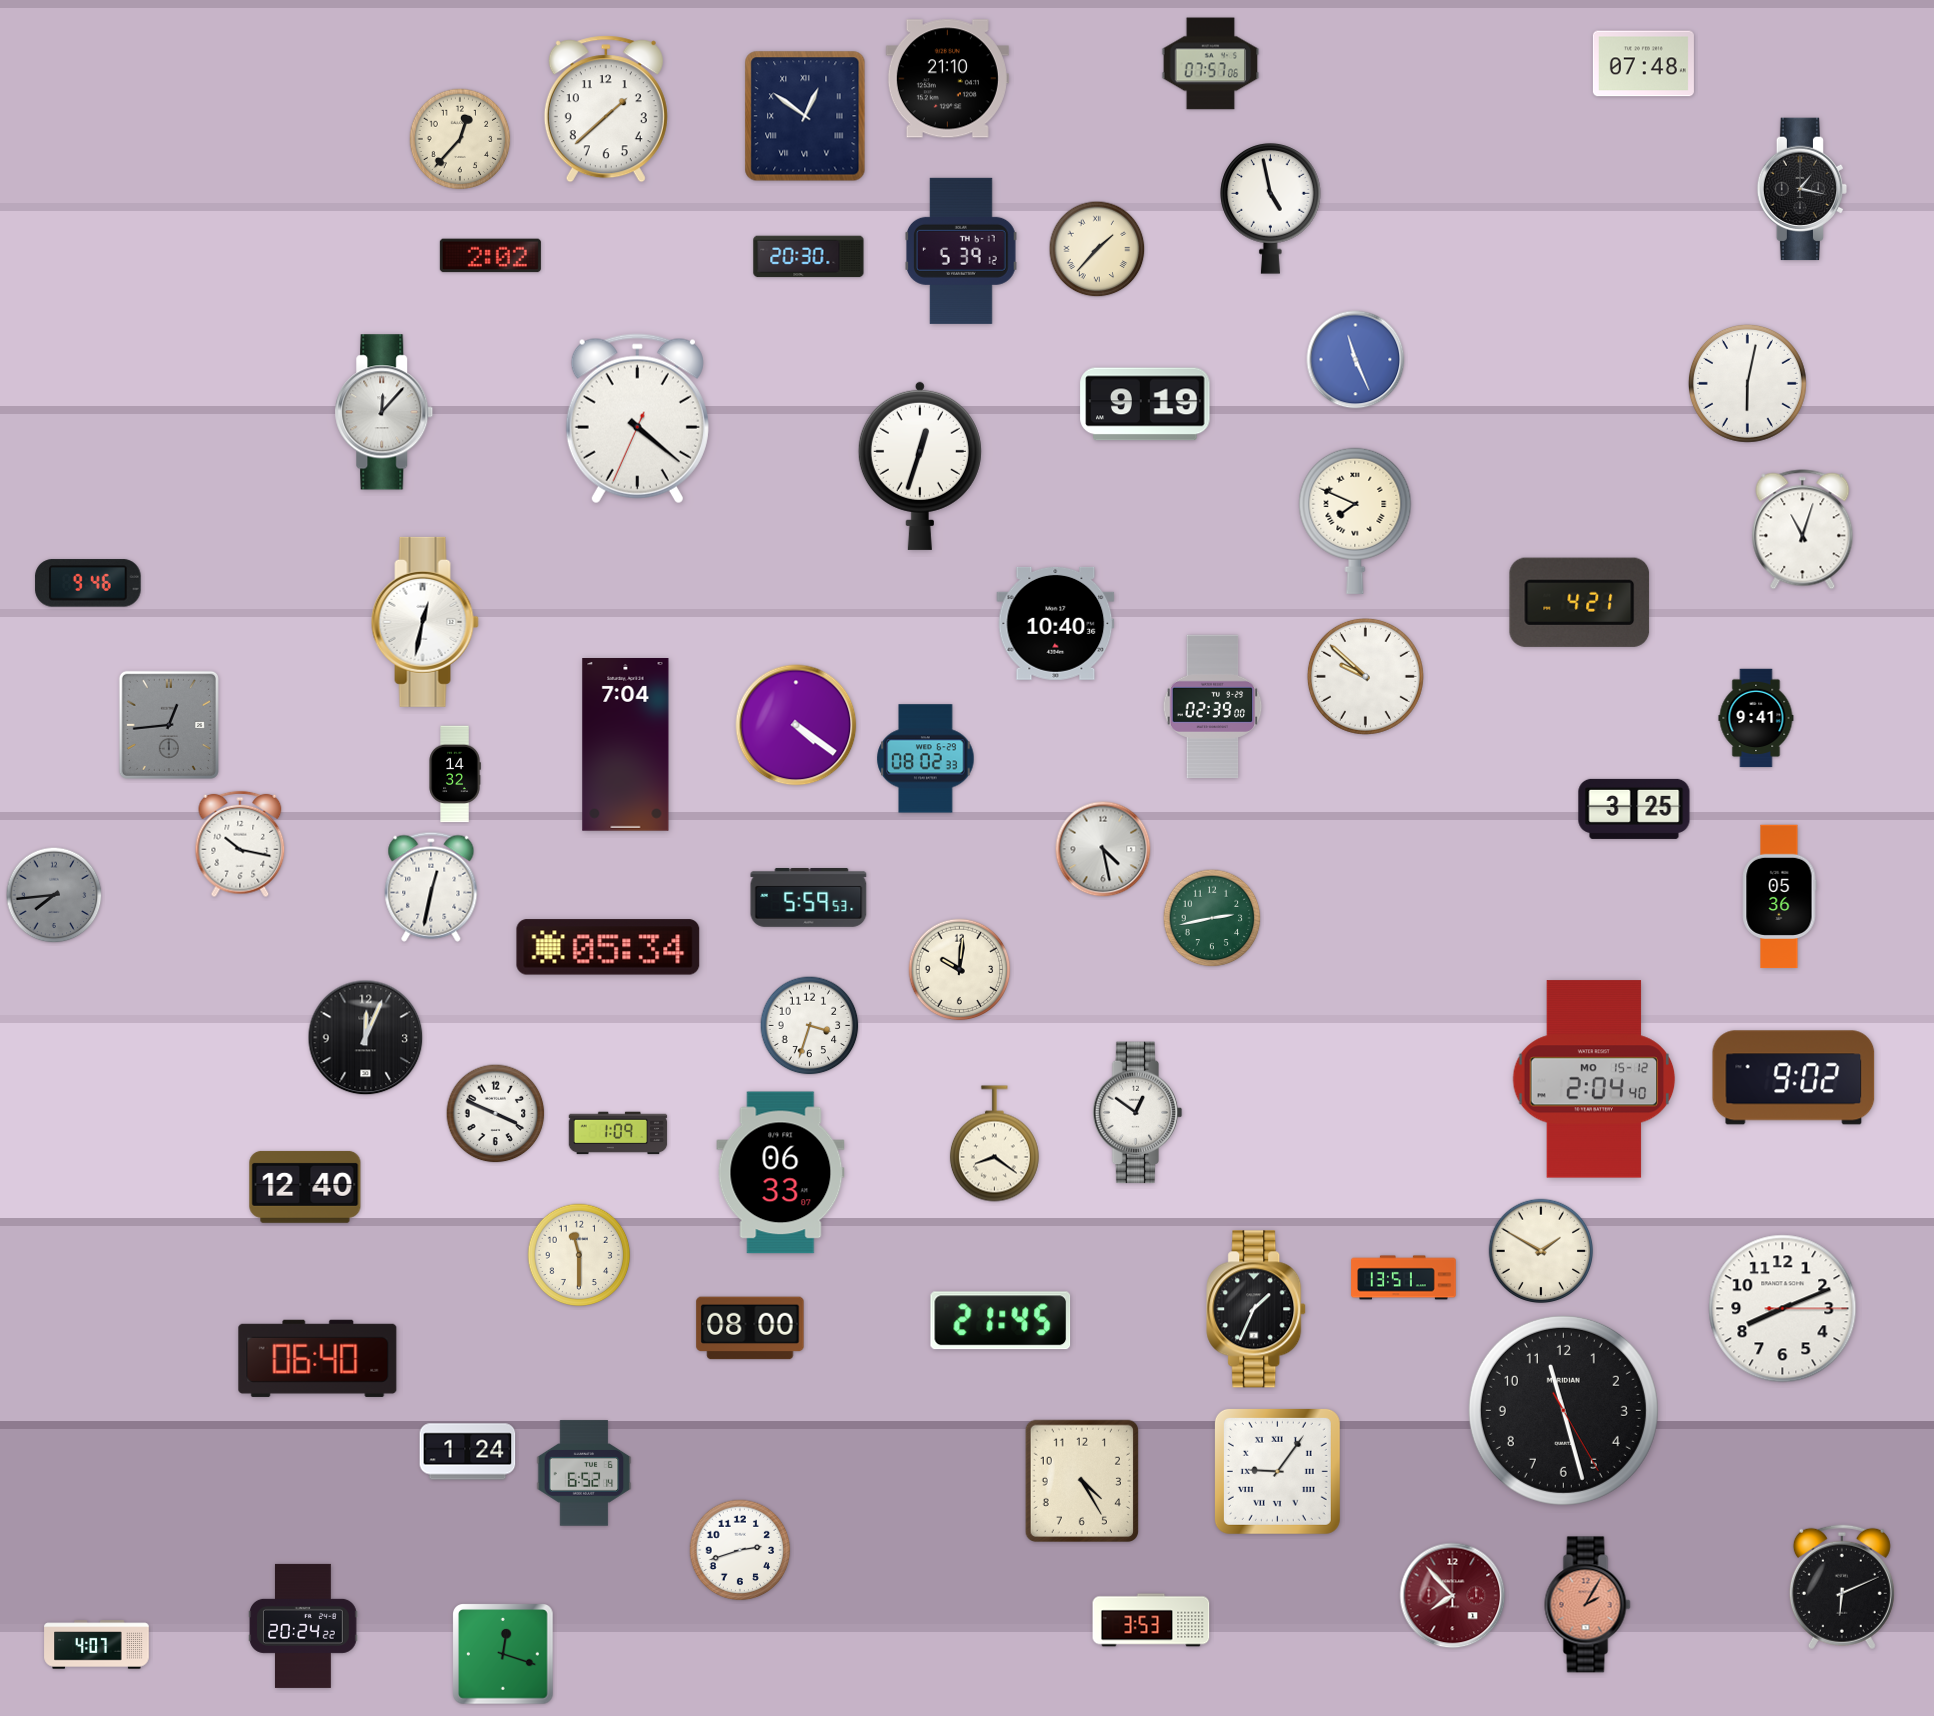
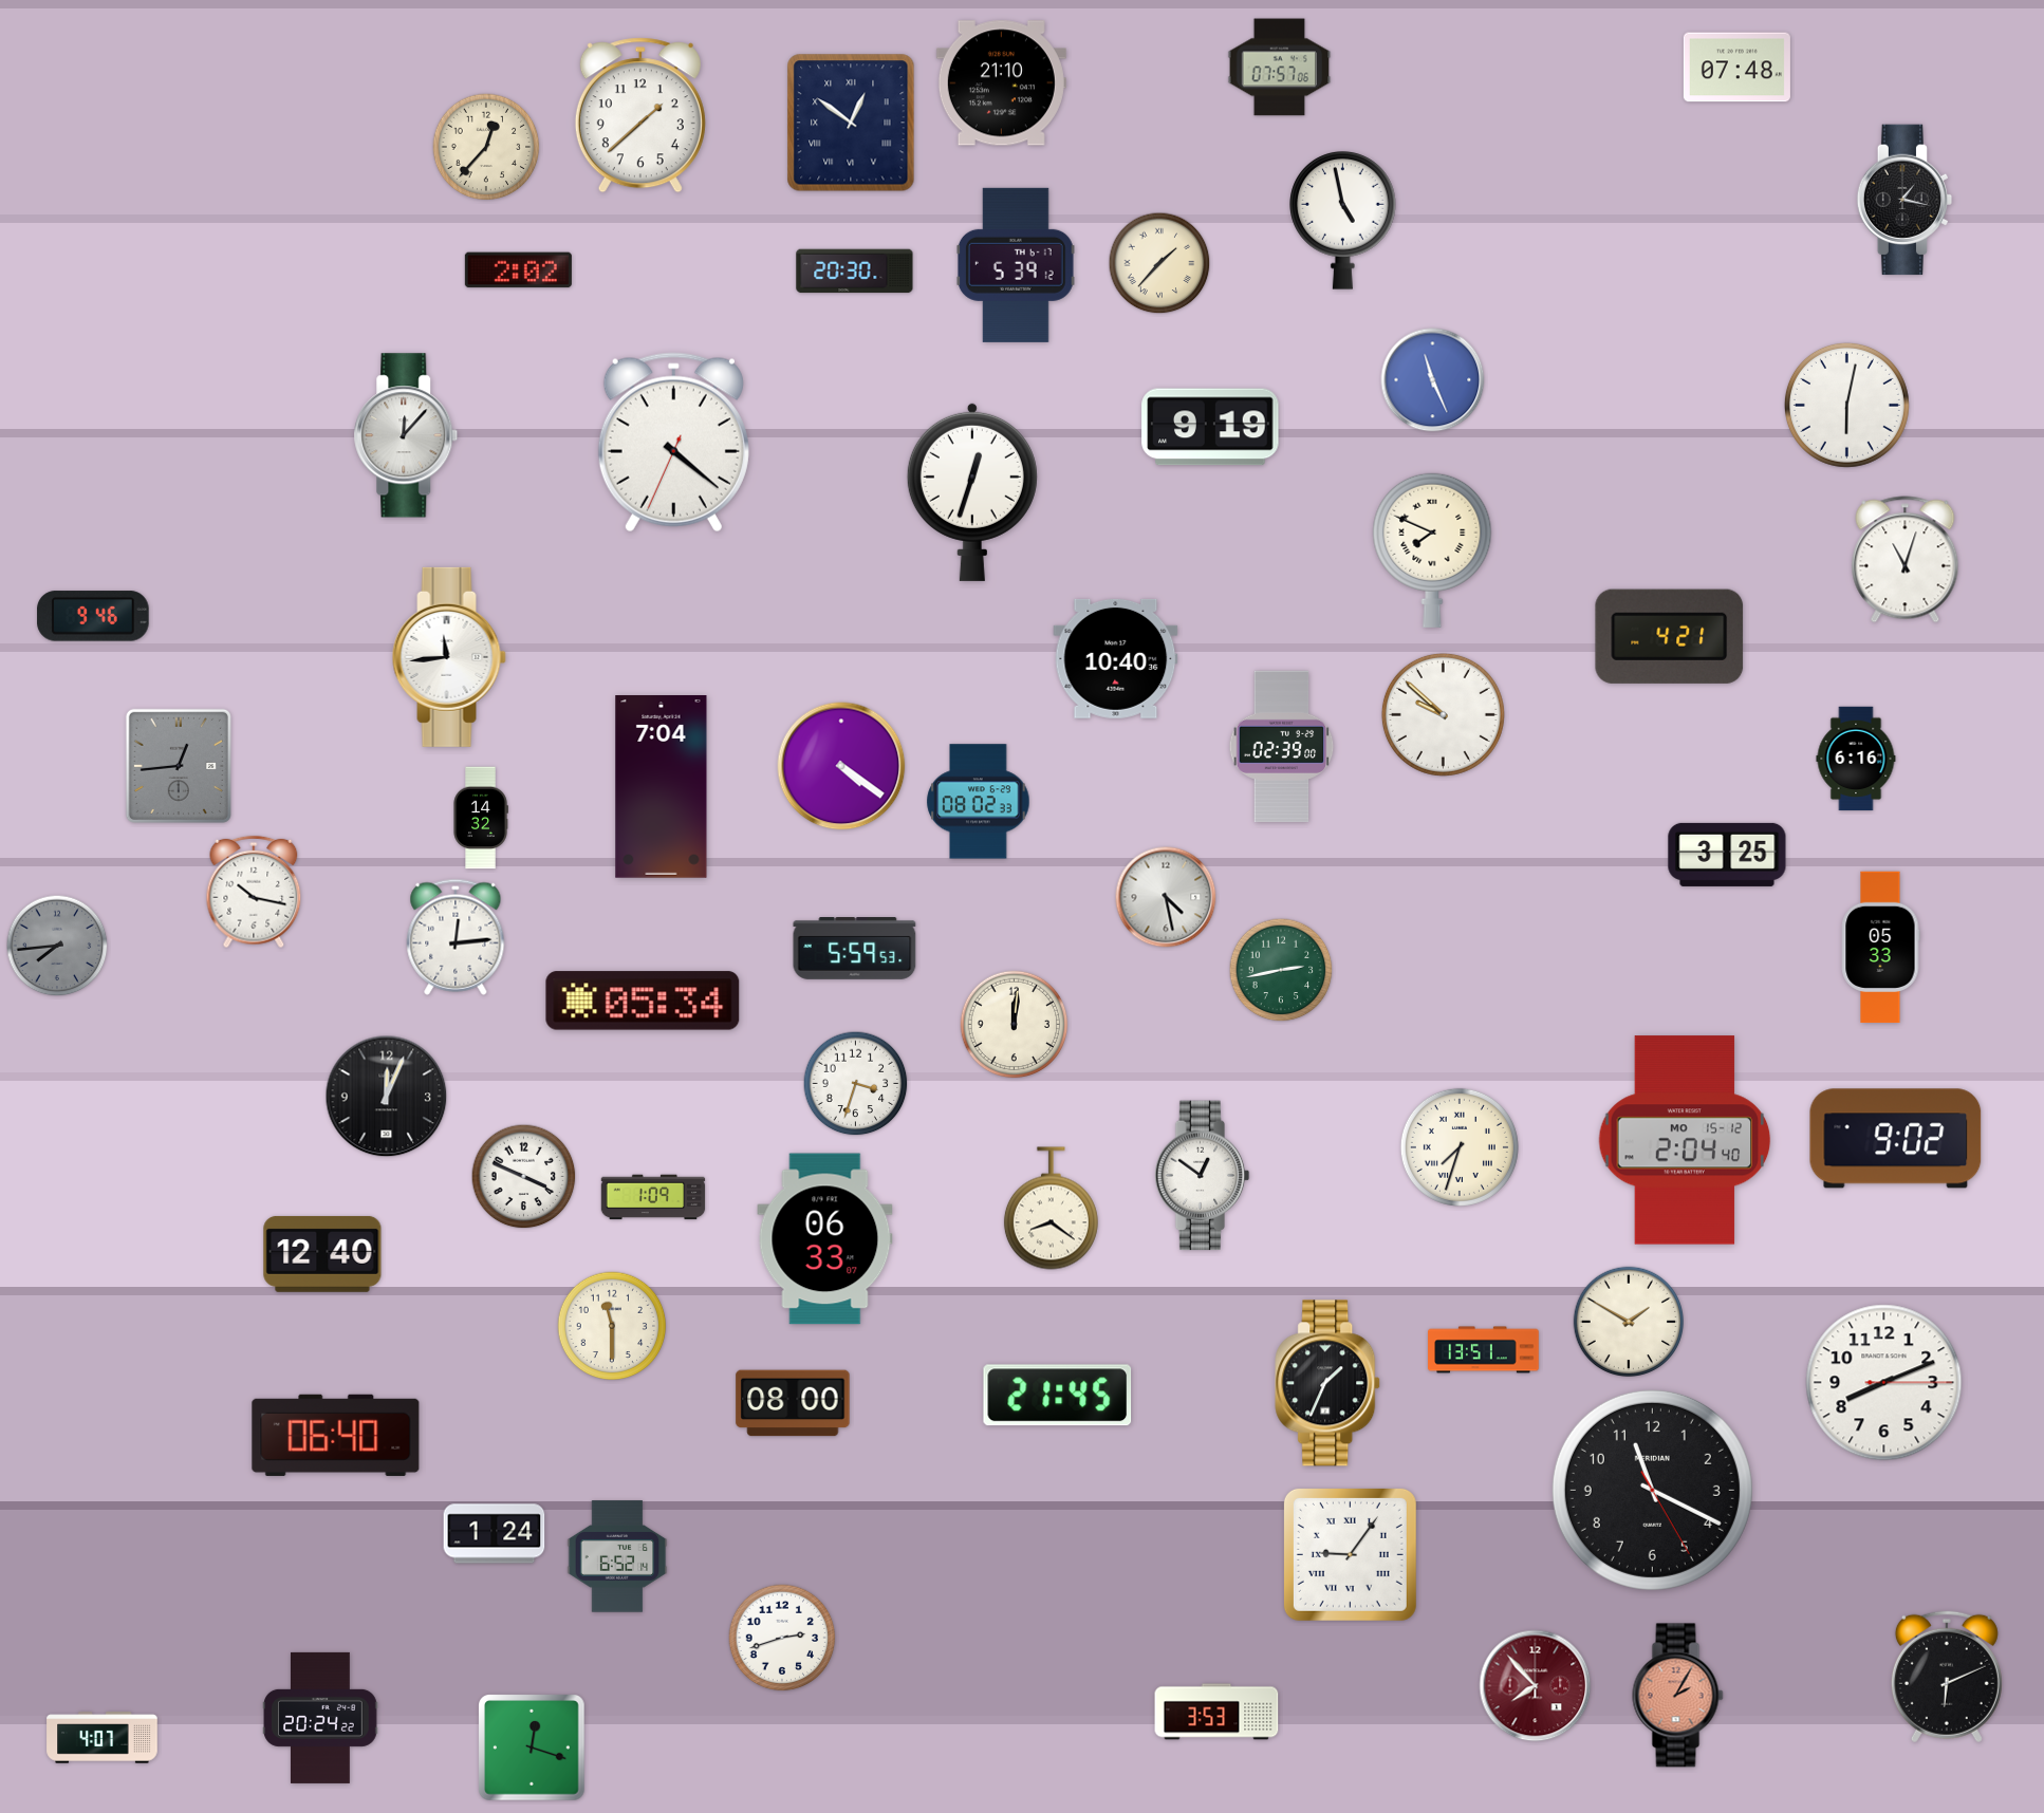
clock at (425, 622): 12:32 -> 11:44
clock at (1756, 718): 9:41 -> 6:16
clock at (431, 887): 12:32 -> 12:14
clock at (1779, 897): 05:36 -> 05:33
clock at (960, 970): 10:01 -> 12:01
clock at (1460, 1147): none -> 7:33
clock at (1563, 1410): 11:27 -> 11:19
clock at (1081, 1480): 4:25 -> none
